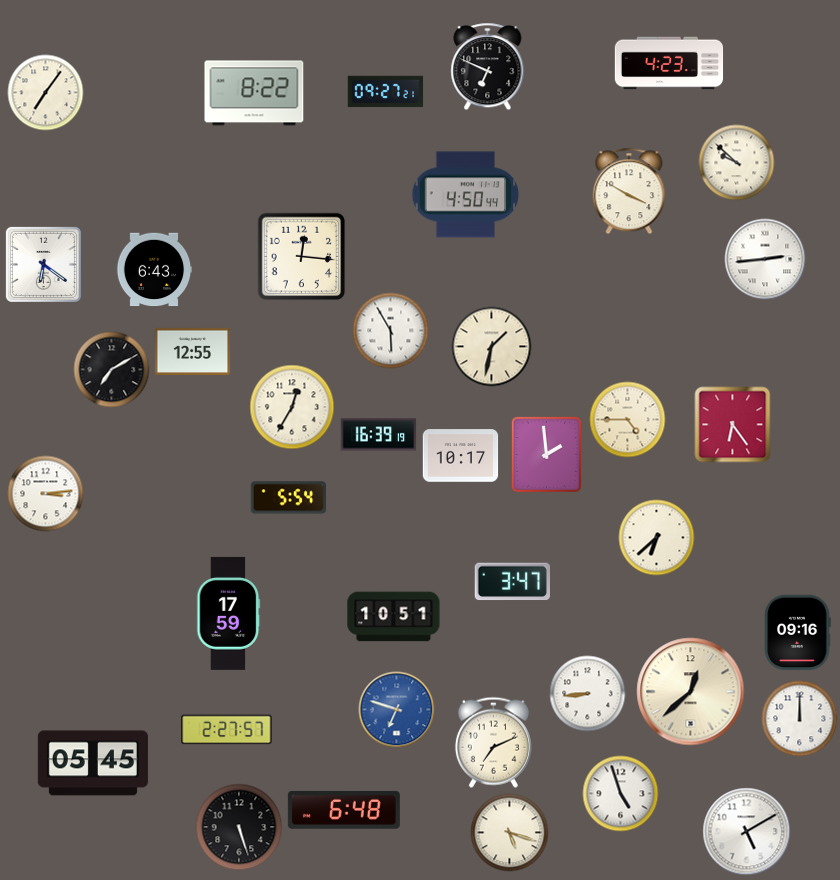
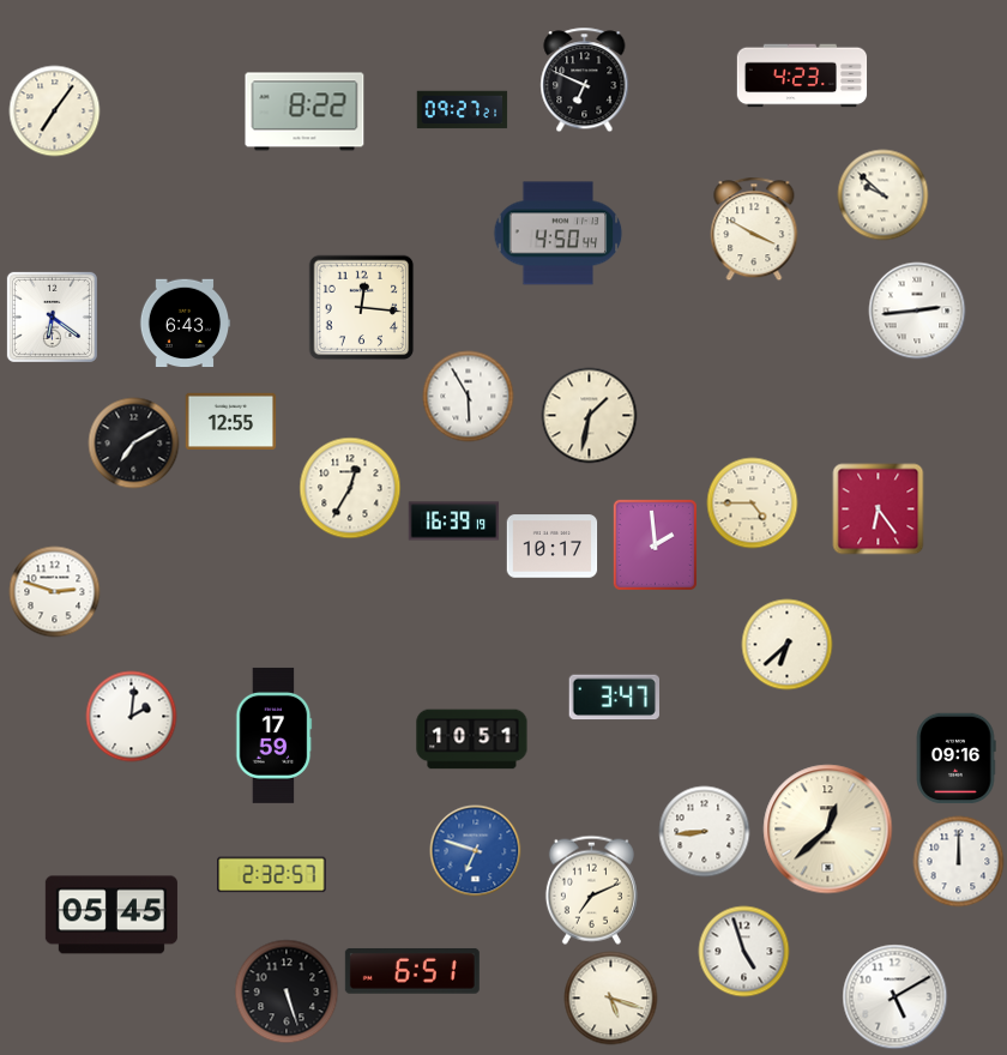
clock at (46, 494): 3:14 -> 2:48
clock at (289, 498): 5:54 -> none
clock at (132, 717): none -> 2:01
clock at (227, 730): 2:27 -> 2:32
clock at (344, 810): 6:48 -> 6:51
